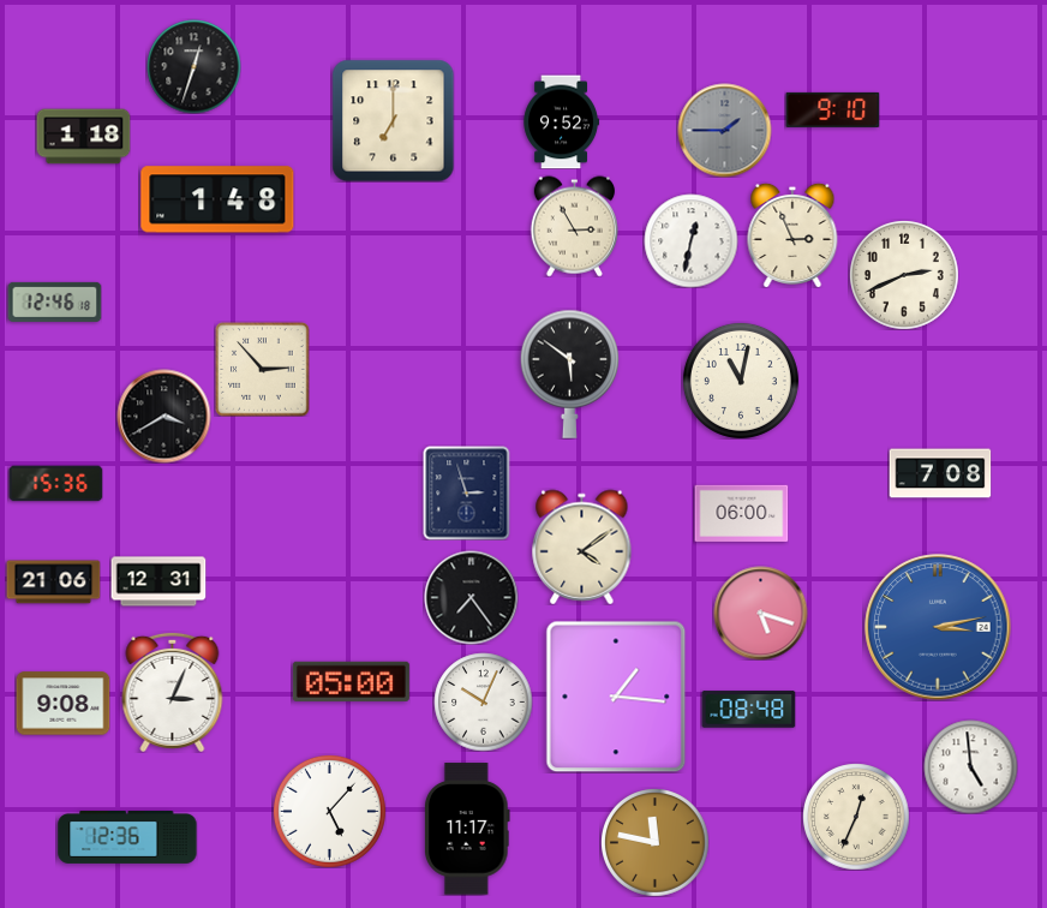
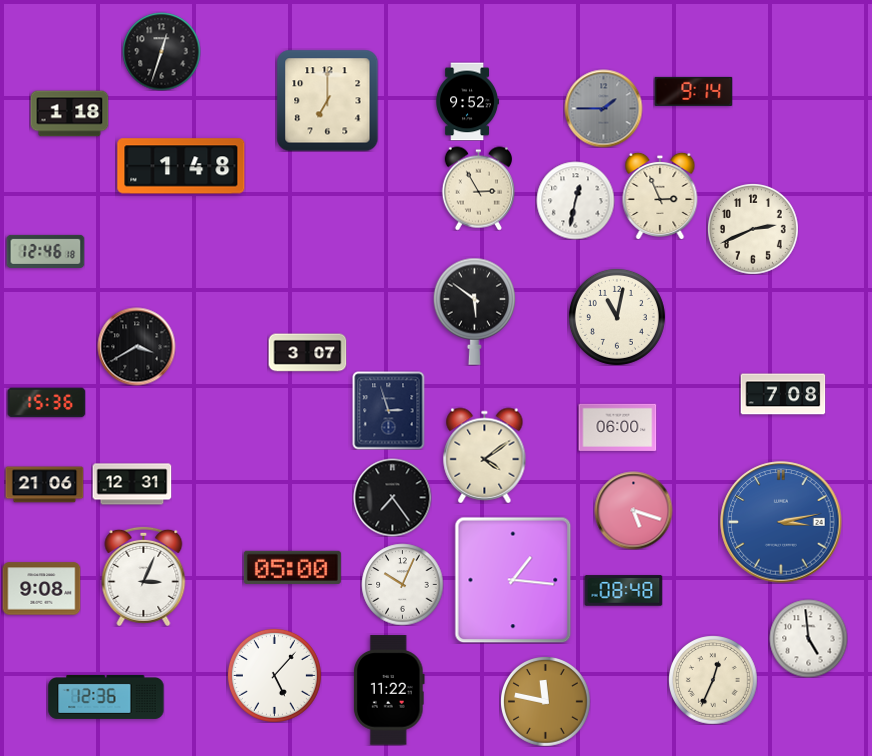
clock at (193, 66) position: (193, 66) -> (161, 51)
clock at (832, 109): 9:10 -> 9:14
clock at (262, 369): 2:53 -> none
clock at (307, 353): none -> 3:07
clock at (62, 704) position: (62, 704) -> (41, 589)
clock at (467, 829): 11:17 -> 11:22
